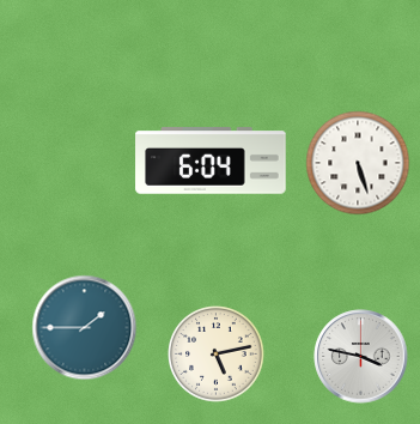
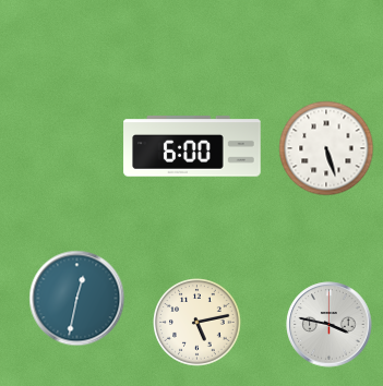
clock at (211, 160): 6:04 -> 6:00
clock at (85, 328): 1:45 -> 12:32
